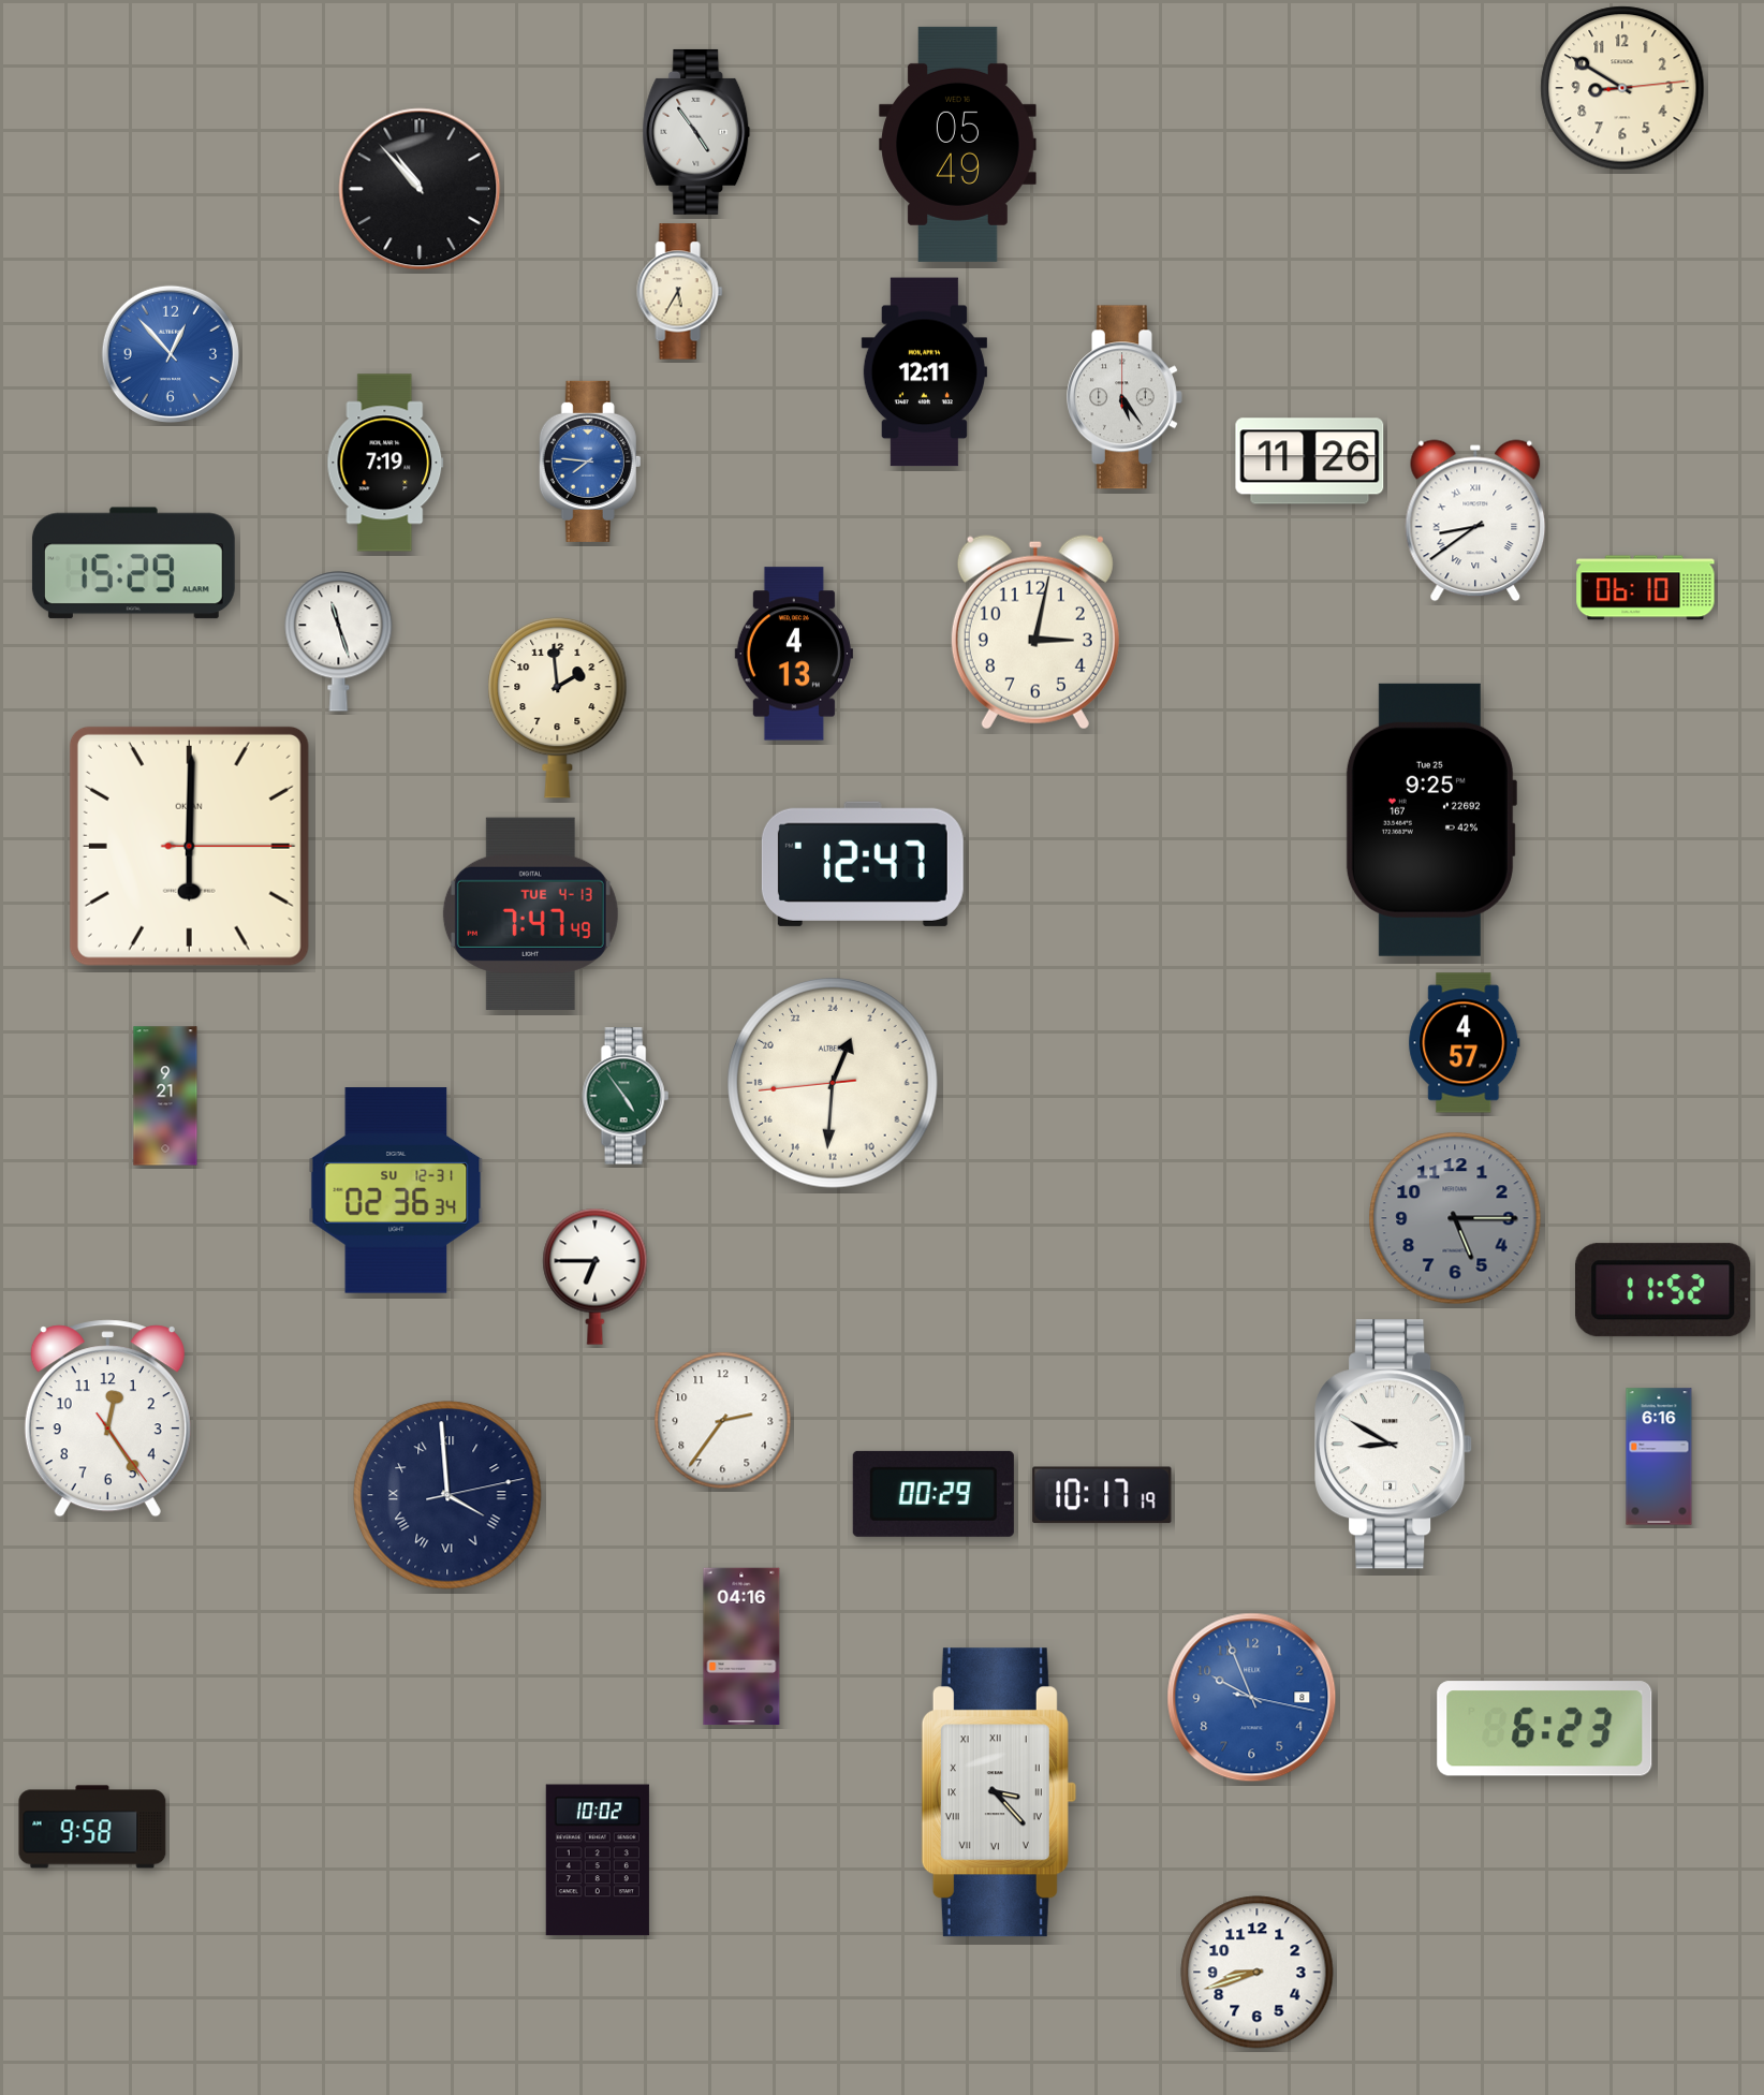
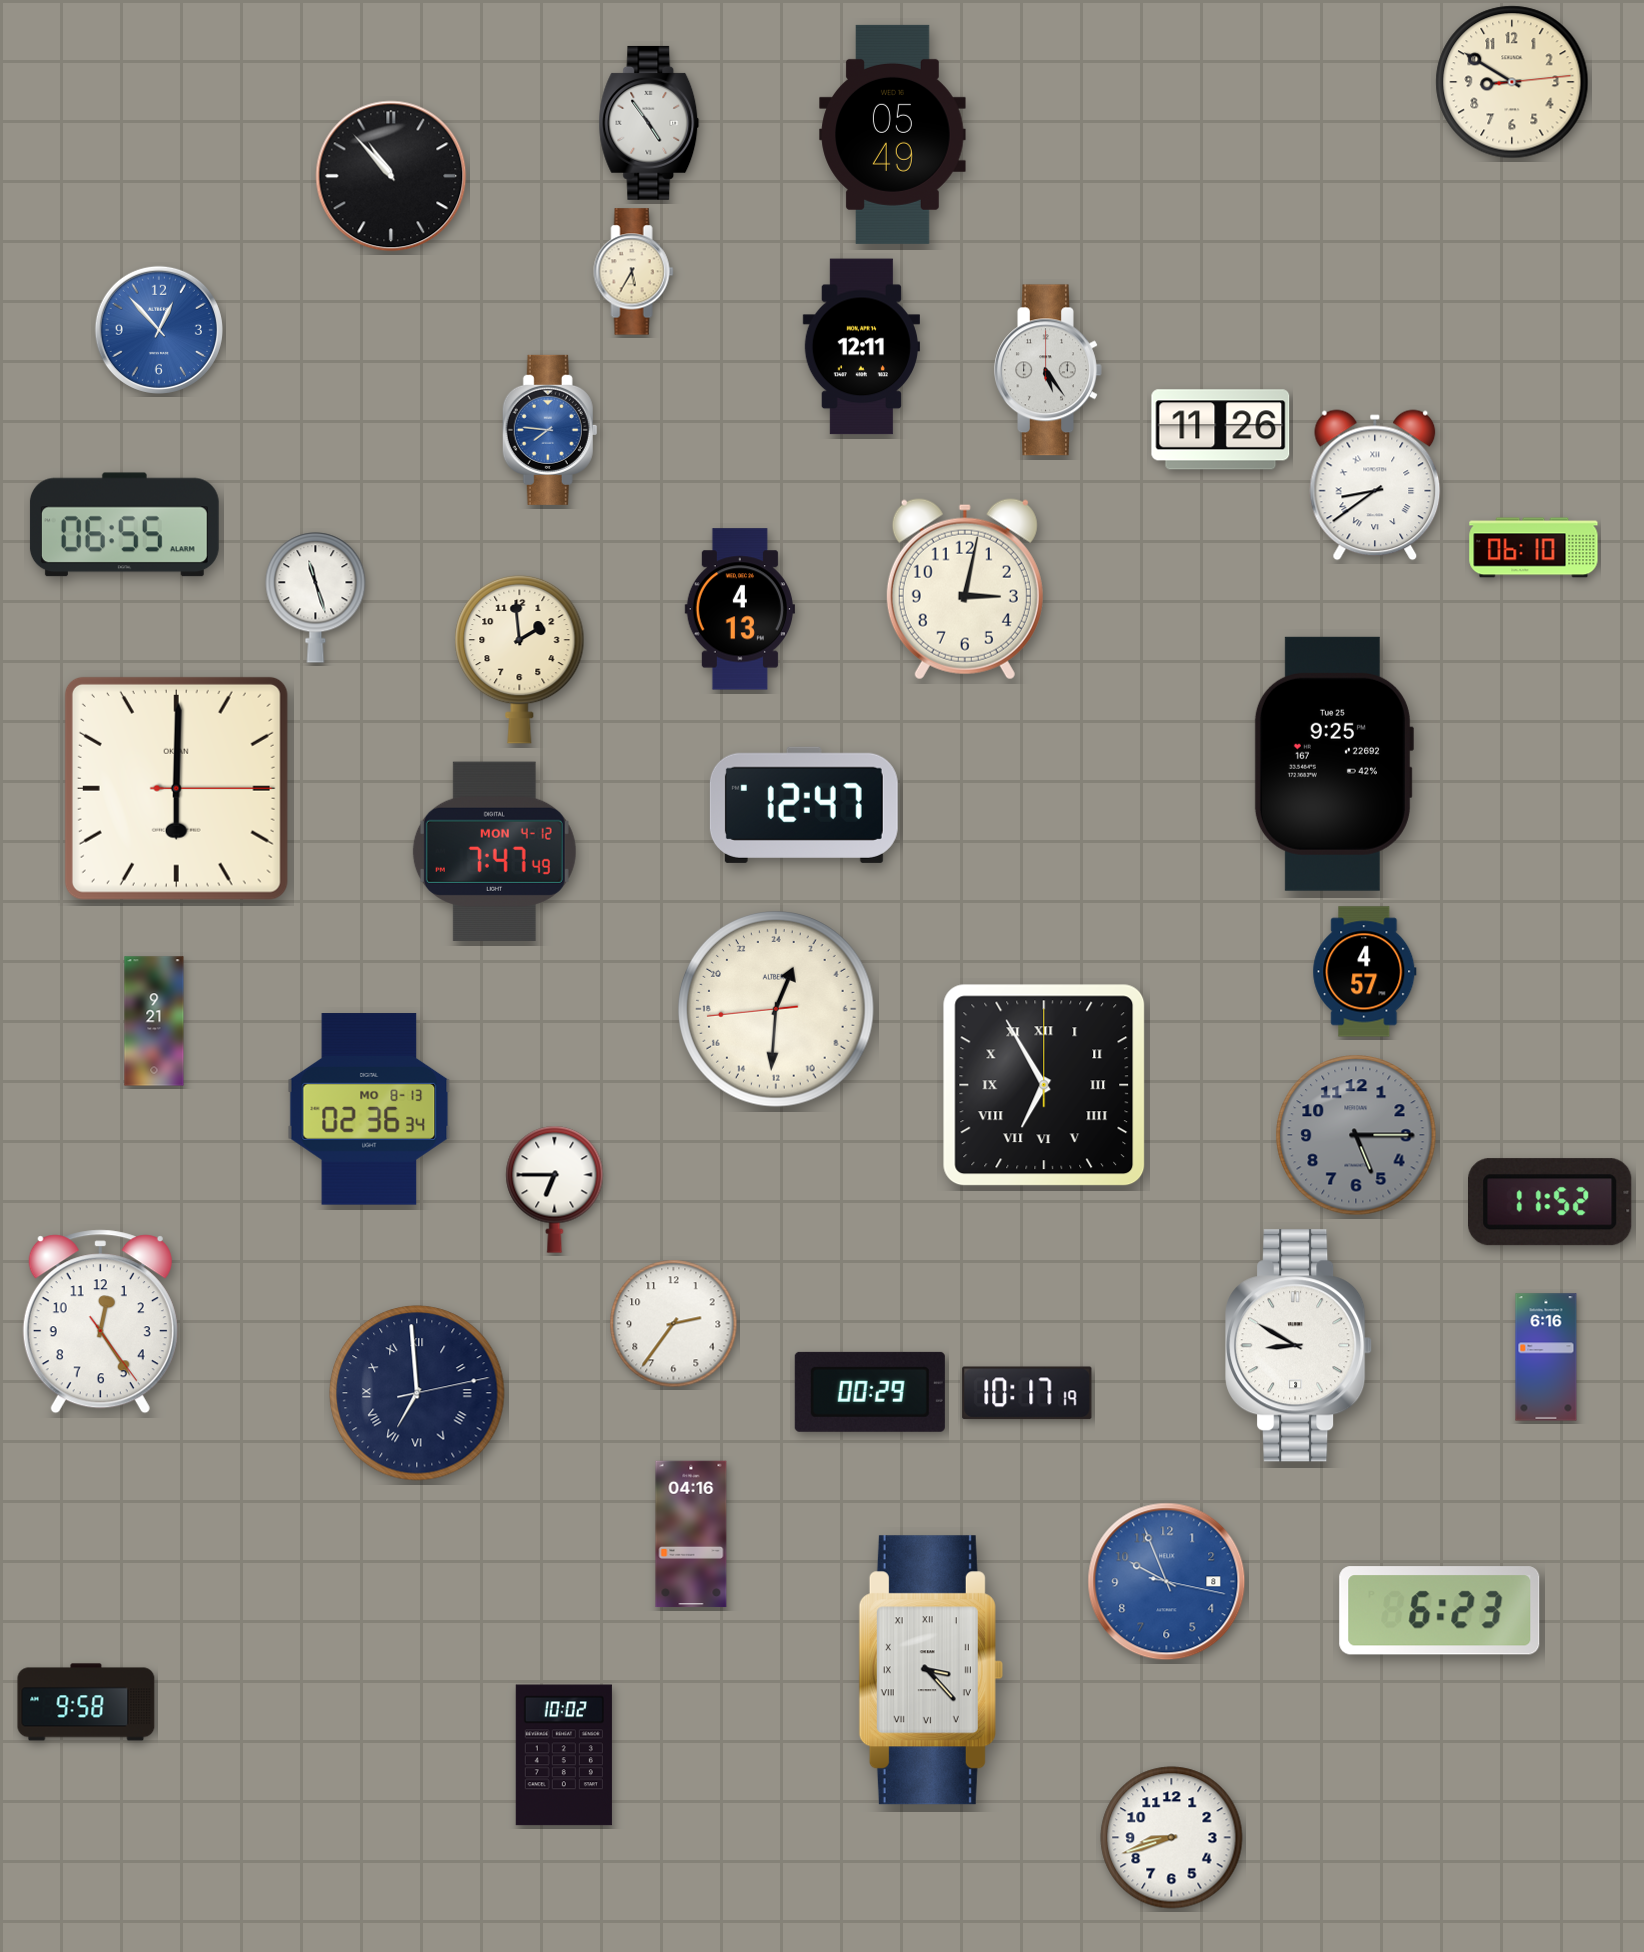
clock at (385, 463): 7:19 -> none
clock at (133, 563): 15:29 -> 06:55
clock at (530, 913) date: TUE 4-13 -> MON 4-12
clock at (626, 1096): 4:54 -> none
clock at (1044, 1085): none -> 6:55
clock at (396, 1190) date: SU 12-31 -> MO 8-13
clock at (447, 1495): 3:59 -> 6:59
clock at (598, 1860) position: (598, 1860) -> (564, 1755)
